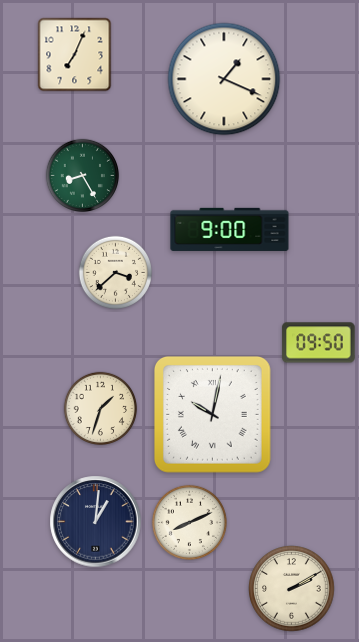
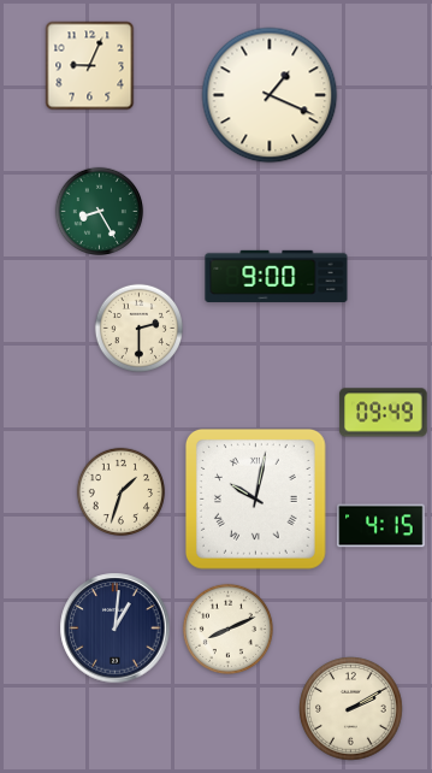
clock at (75, 55): 7:04 -> 9:04
clock at (116, 273): 3:38 -> 2:30
clock at (319, 343): 09:50 -> 09:49
clock at (381, 526): none -> 4:15
